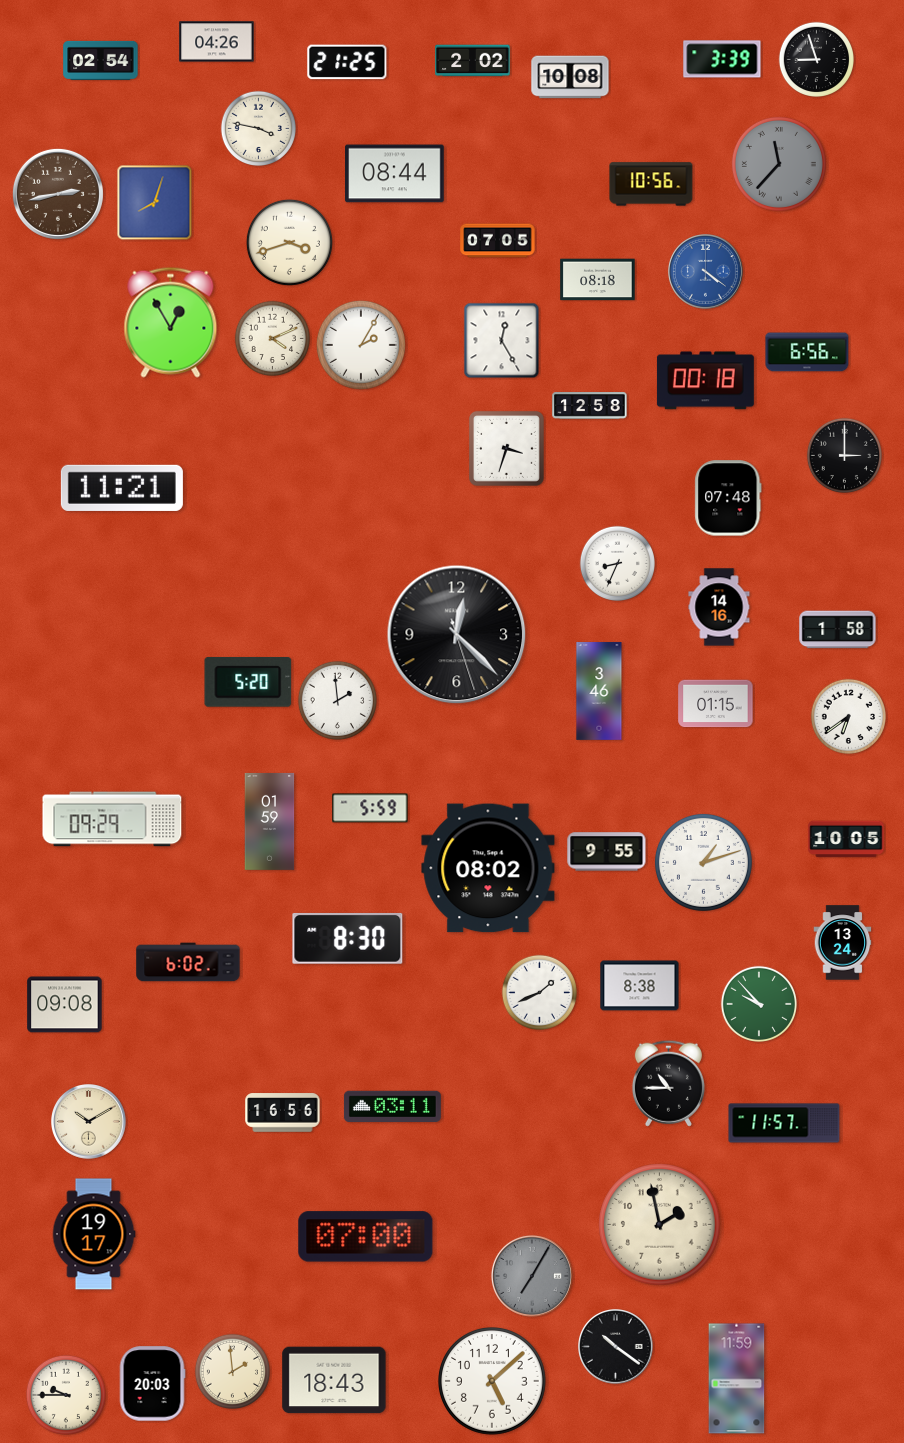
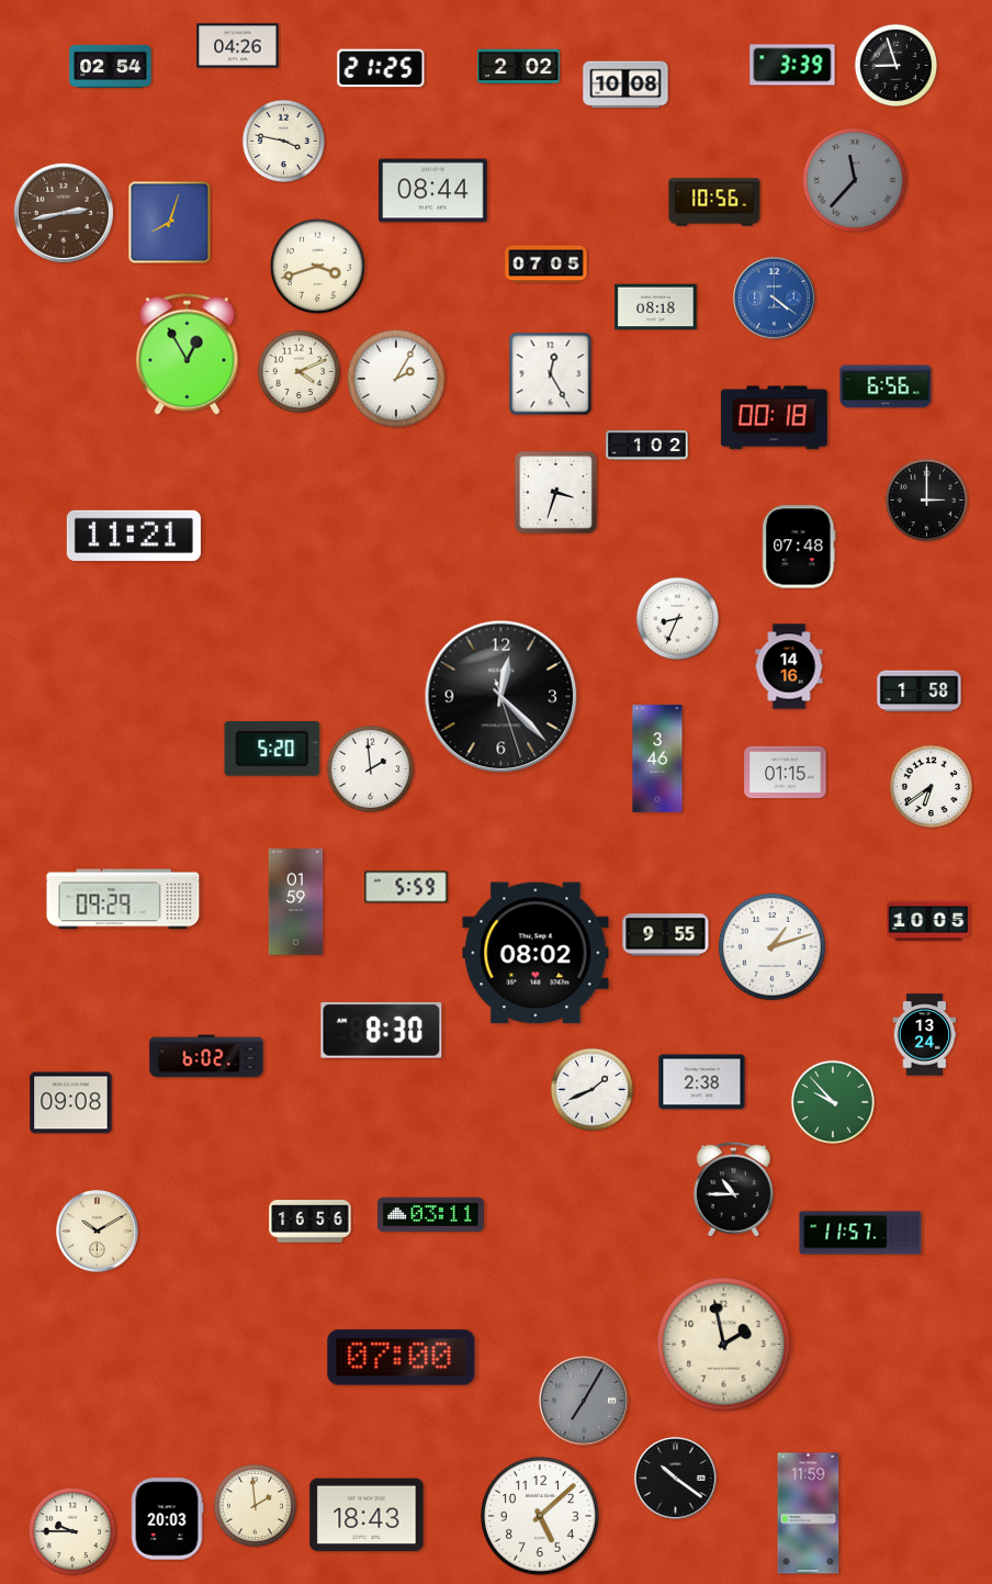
clock at (590, 406): 12:58 -> 1:02
clock at (640, 986): 8:38 -> 2:38
clock at (94, 1234): 19:17 -> none
